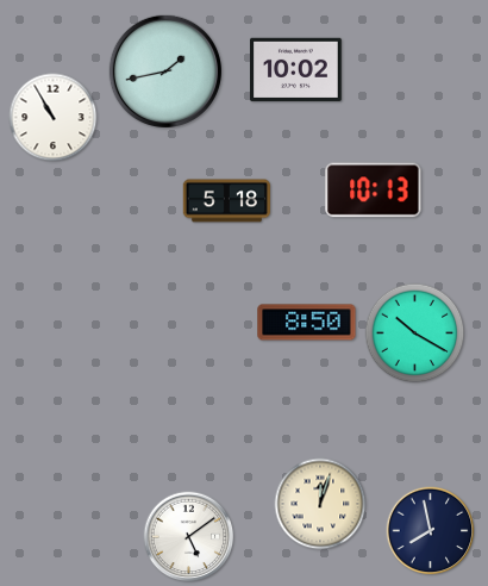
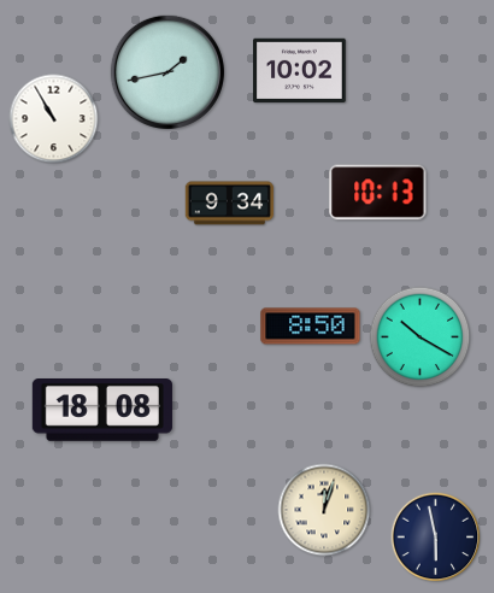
clock at (226, 201): 5:18 -> 9:34
clock at (102, 411): none -> 18:08
clock at (431, 531): 7:58 -> 5:58
clock at (189, 537): 5:09 -> none
